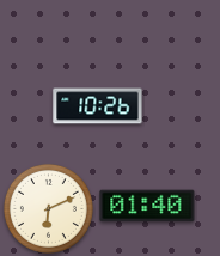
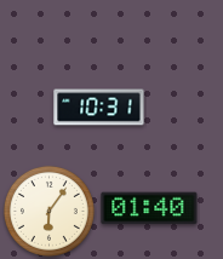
clock at (98, 106): 10:26 -> 10:31
clock at (48, 208): 6:11 -> 6:06
